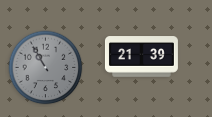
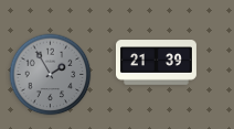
clock at (46, 68): 10:55 -> 1:55
